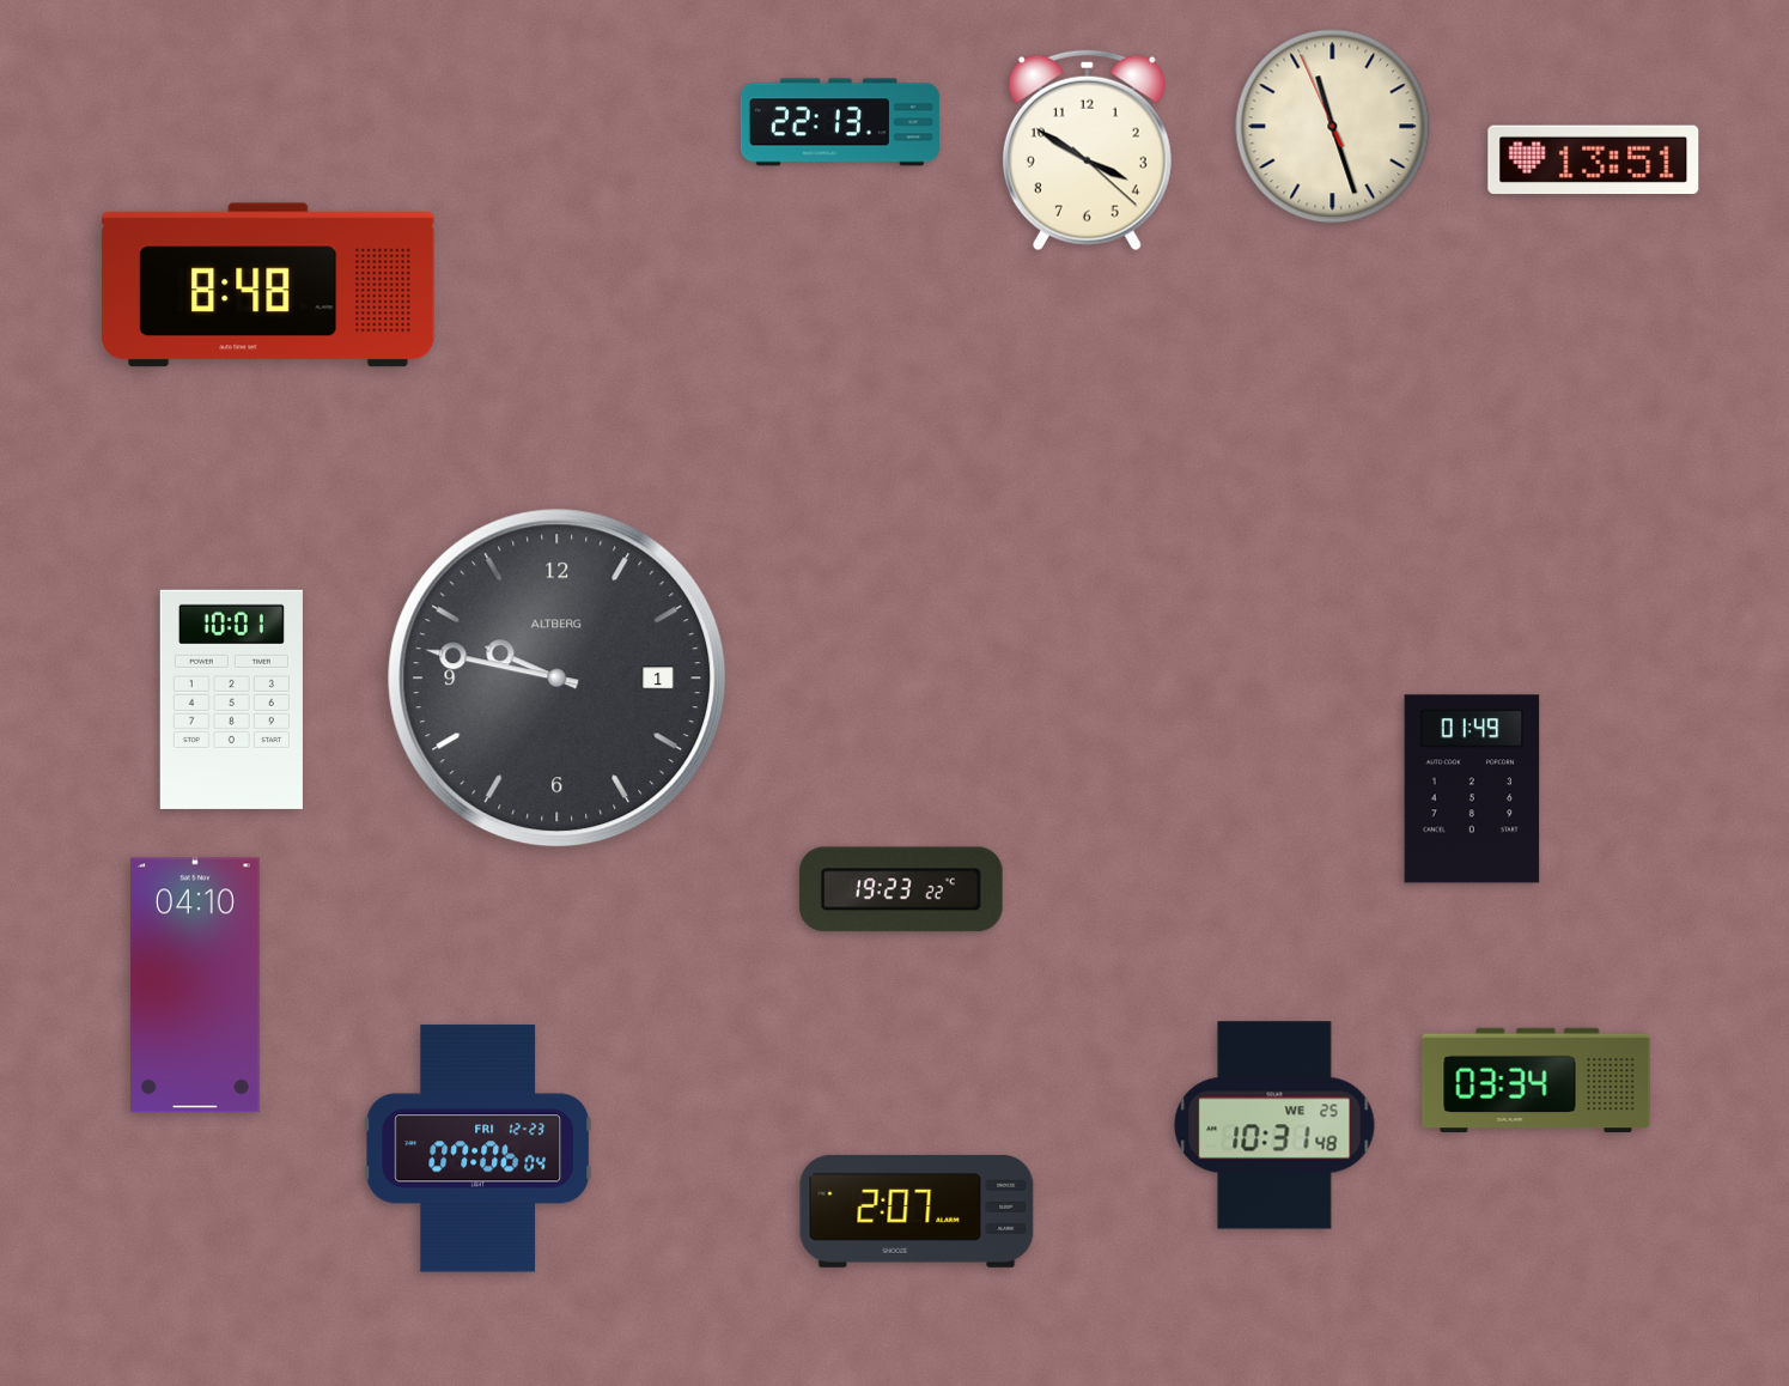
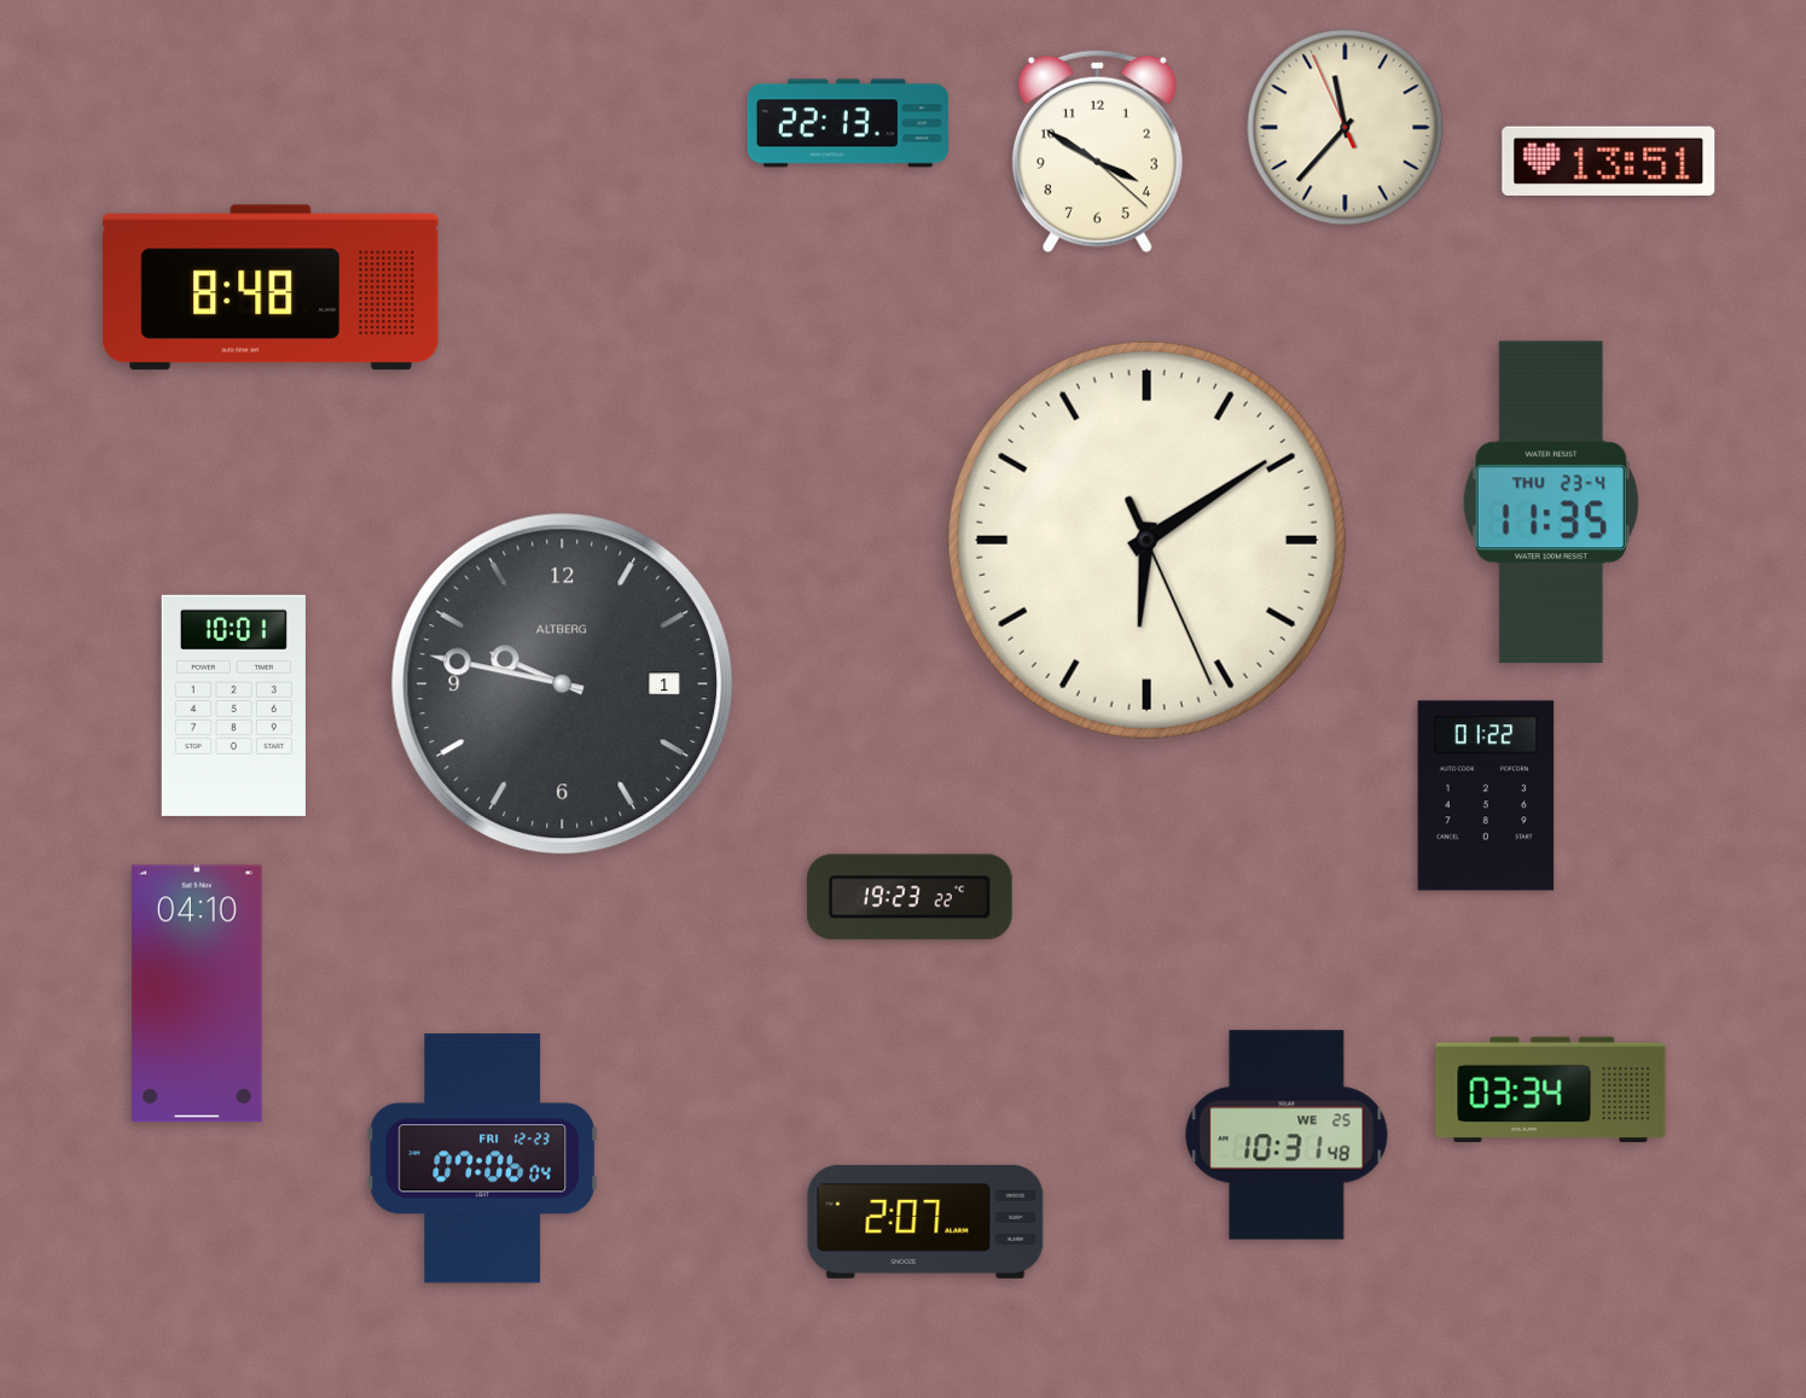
clock at (1333, 127): 11:26 -> 11:36
clock at (1551, 502): none -> 11:35
clock at (1146, 540): none -> 6:09
clock at (1472, 789): 01:49 -> 01:22
